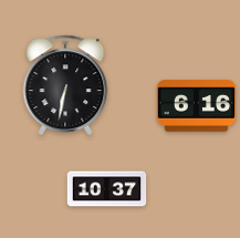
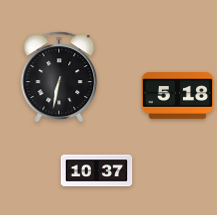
clock at (197, 106): 6:16 -> 5:18
